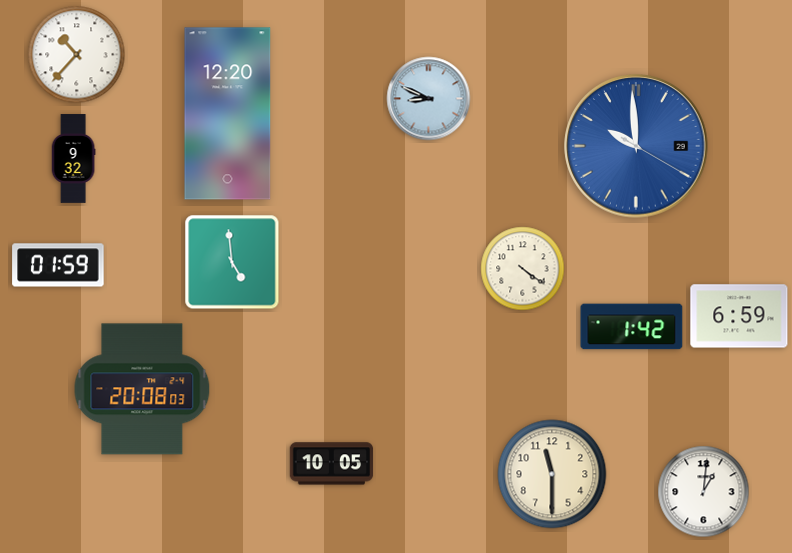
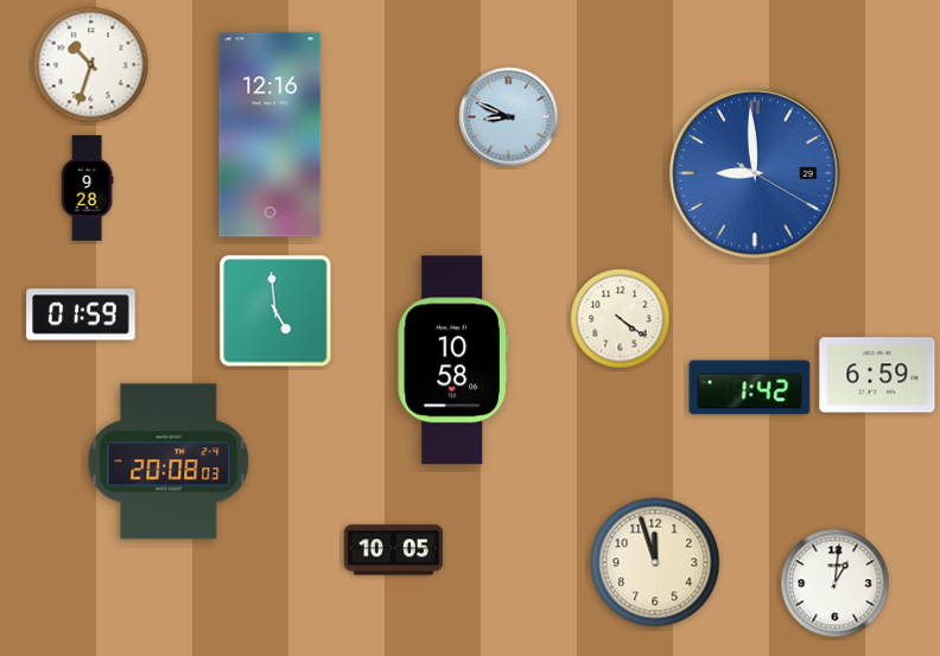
clock at (77, 55): 10:37 -> 10:33
clock at (228, 114): 12:20 -> 12:16
clock at (636, 146): 9:59 -> 8:59
clock at (73, 159): 9:32 -> 9:28
clock at (58, 265) position: (58, 265) -> (81, 314)
clock at (452, 361): none -> 10:58
clock at (552, 474): 11:30 -> 11:57
